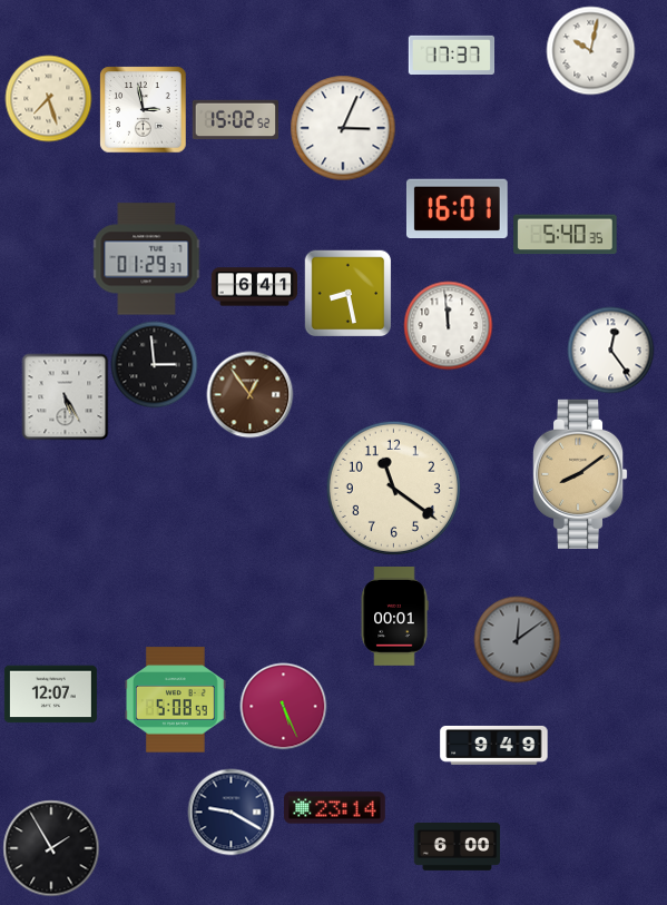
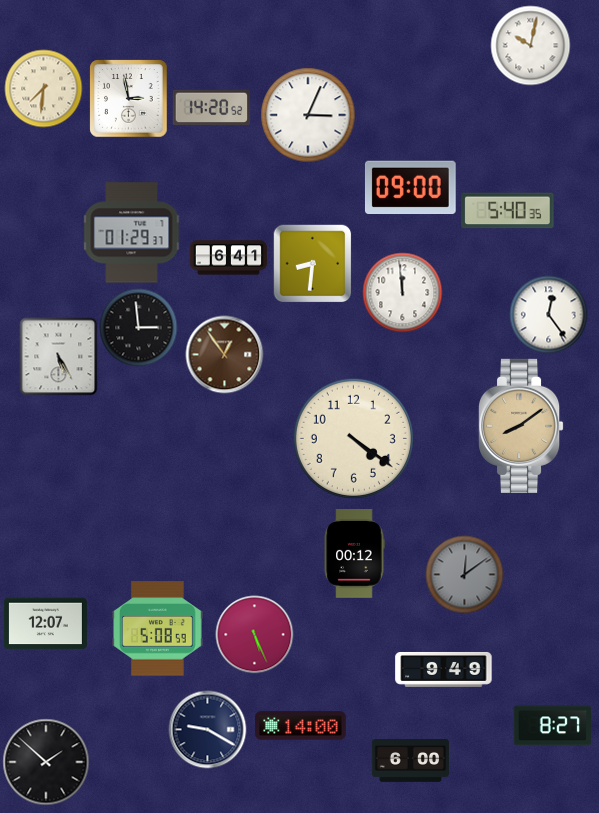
clock at (451, 55): 17:37 -> none
clock at (48, 98): 7:27 -> 7:31
clock at (235, 120): 15:02 -> 14:20
clock at (457, 208): 16:01 -> 09:00
clock at (347, 293): 8:28 -> 8:31
clock at (393, 488): 11:21 -> 4:21
clock at (394, 617): 00:01 -> 00:12
clock at (335, 808): 23:14 -> 14:00
clock at (552, 726): none -> 8:27
clock at (51, 848): 1:55 -> 1:52
